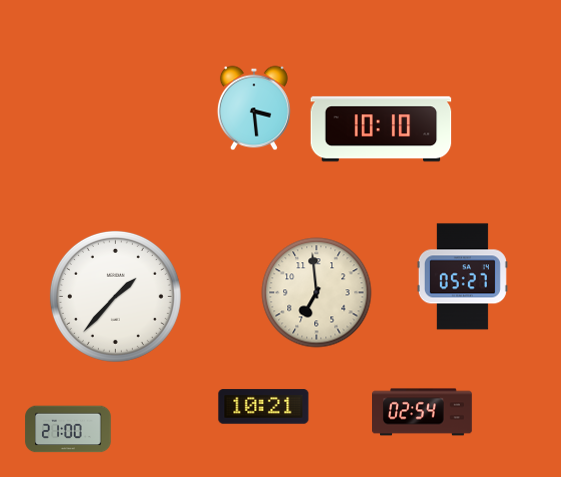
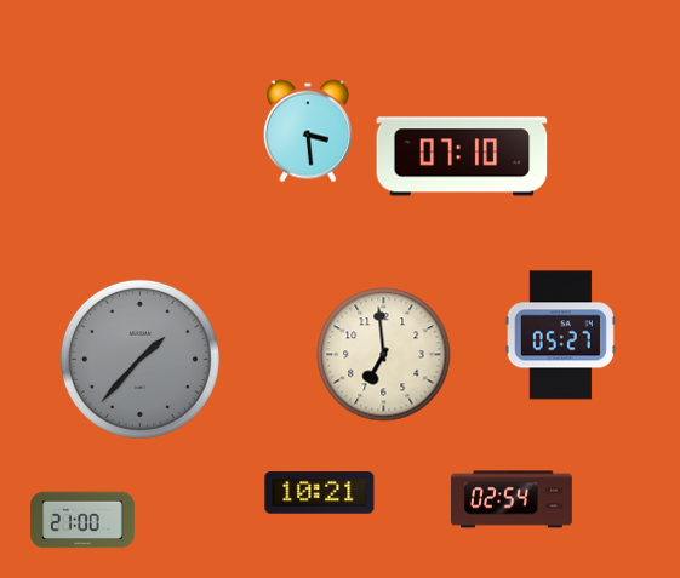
clock at (381, 129): 10:10 -> 07:10
clock at (115, 296) dial: white -> grey
